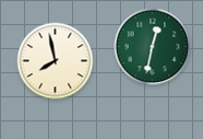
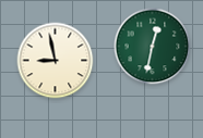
clock at (56, 61): 7:58 -> 8:58
